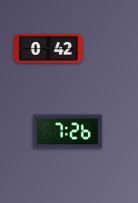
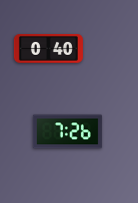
clock at (48, 49): 0:42 -> 0:40
